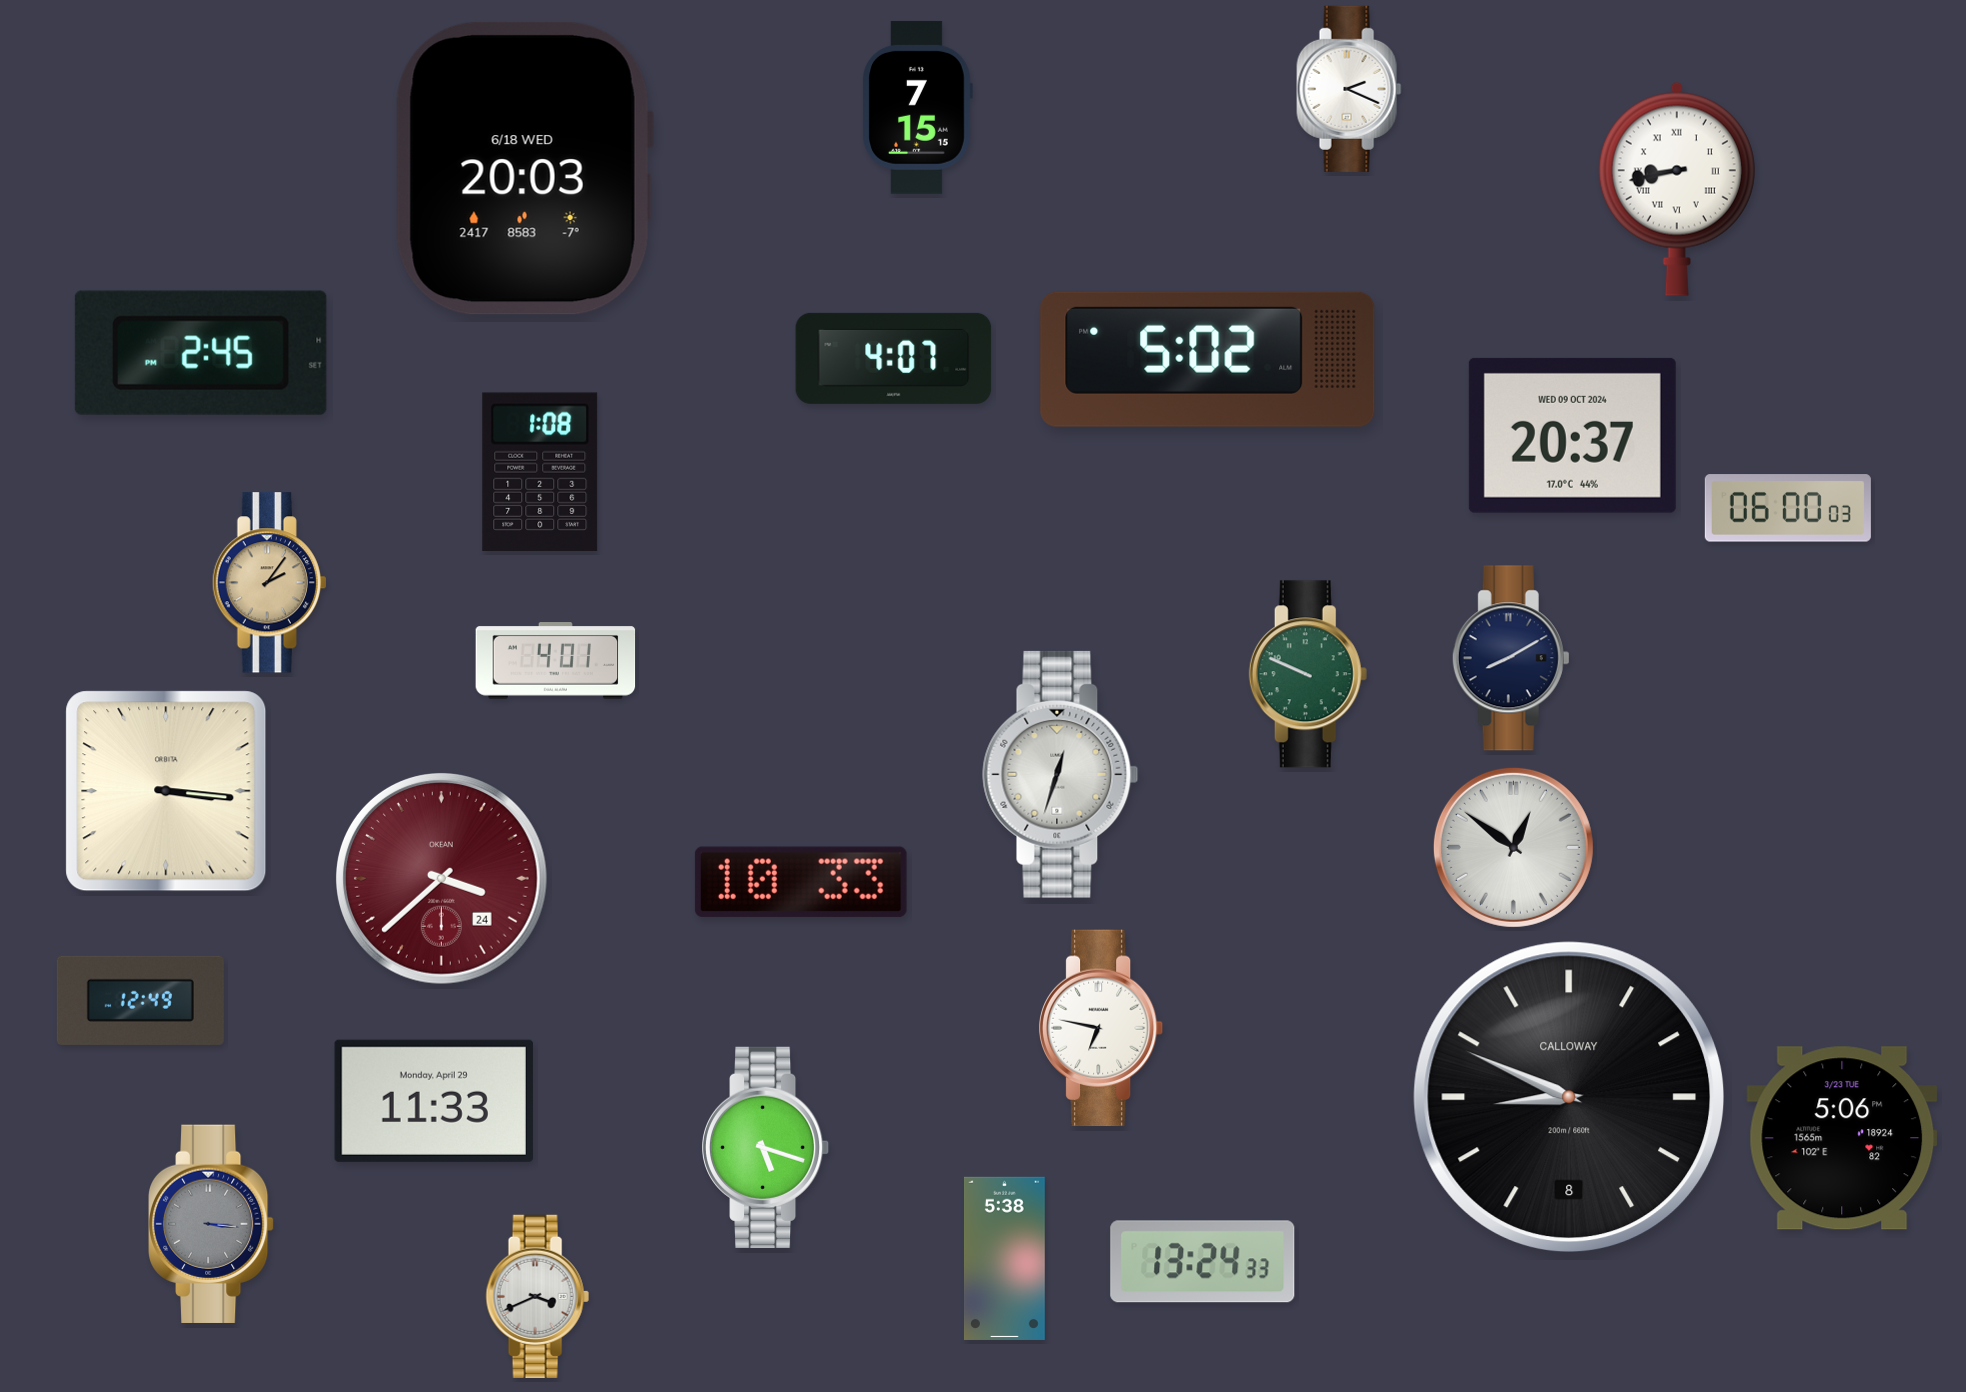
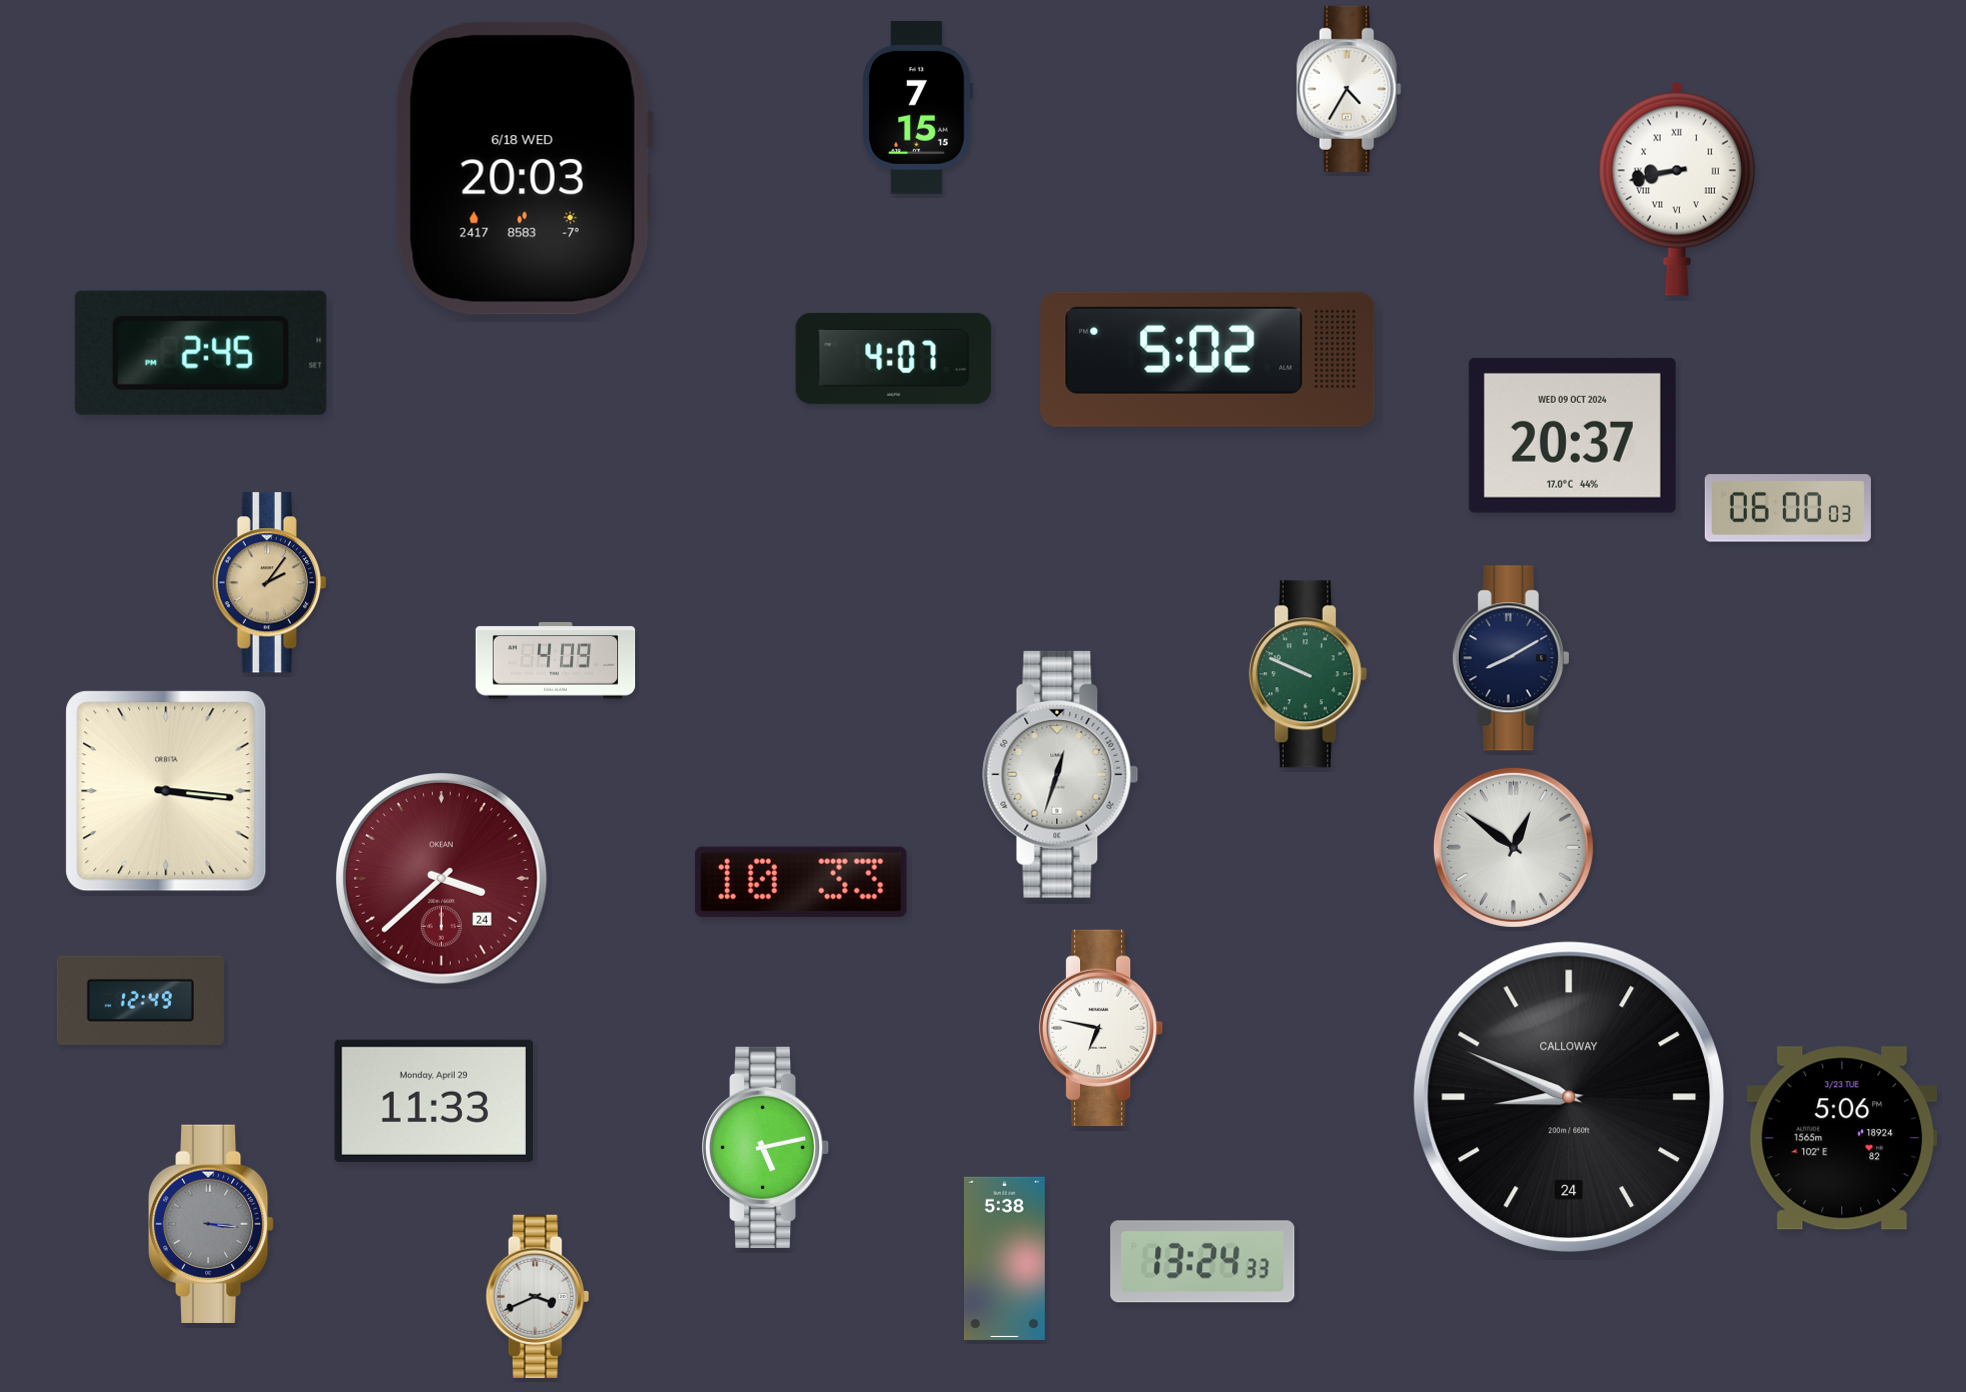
clock at (1349, 89): 2:19 -> 4:35
clock at (540, 472): 1:08 -> none
clock at (556, 661): 4:01 -> 4:09
clock at (1568, 1096) date: 8 -> 24
clock at (767, 1147): 5:18 -> 5:13
